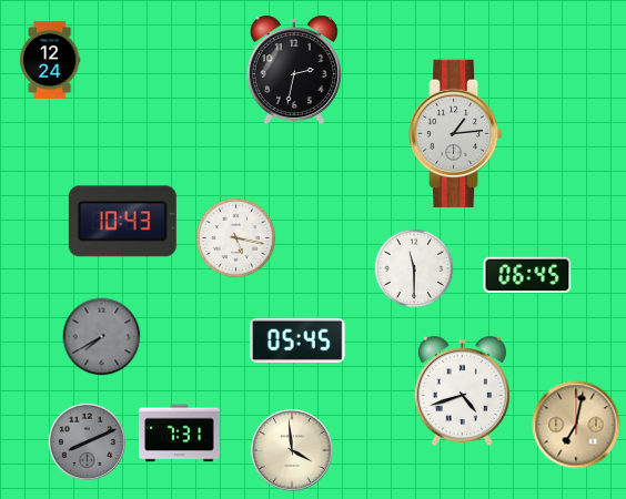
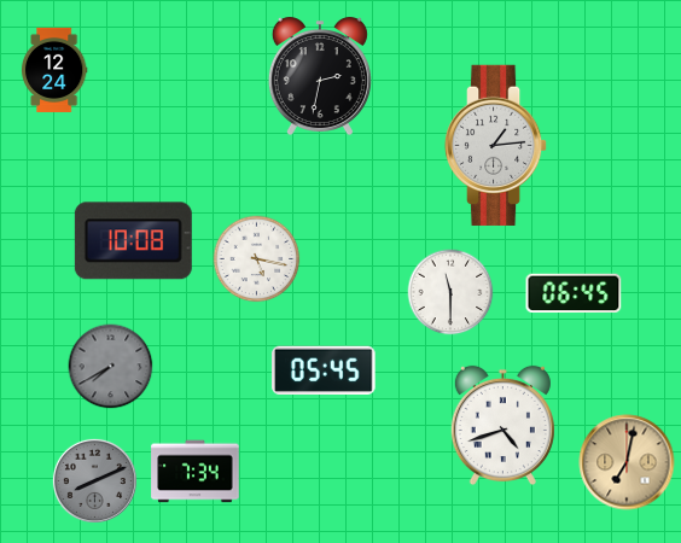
clock at (50, 60) position: (50, 60) -> (54, 70)
clock at (122, 222): 10:43 -> 10:08
clock at (527, 275) position: (527, 275) -> (574, 293)
clock at (180, 434): 7:31 -> 7:34
clock at (292, 450): 3:59 -> none
